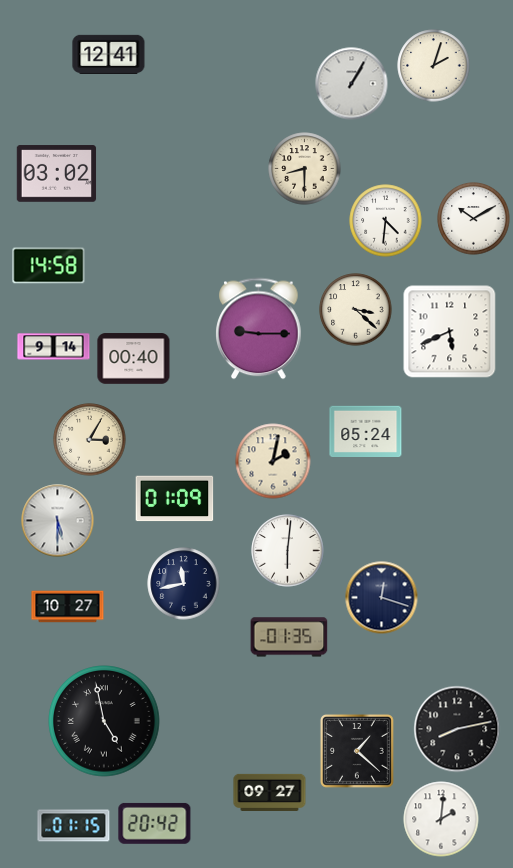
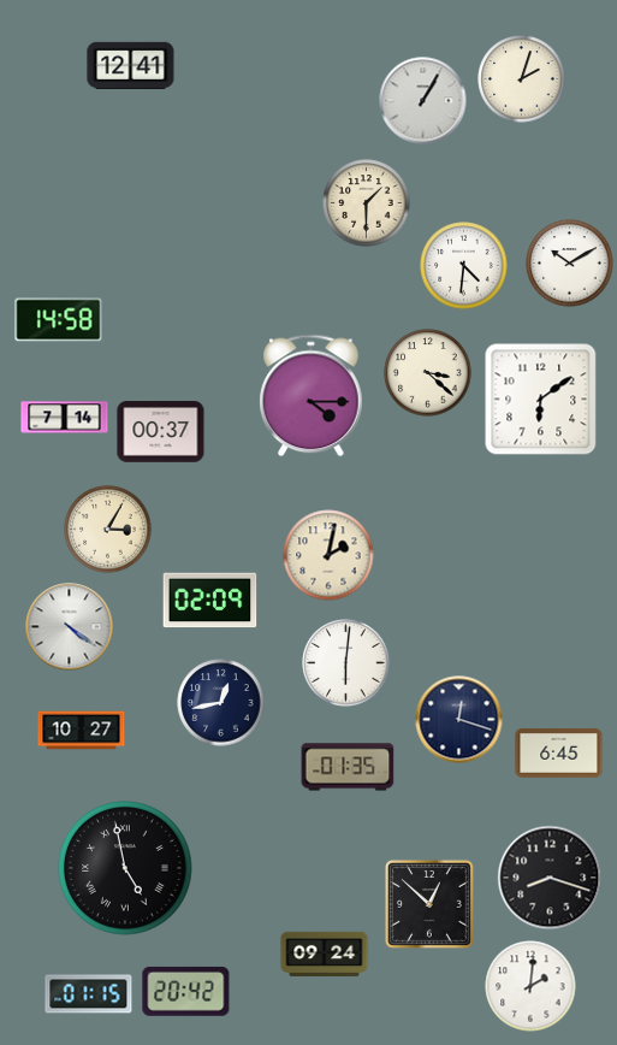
clock at (305, 169): 8:30 -> 1:30
clock at (57, 174): 03:02 -> none
clock at (259, 329): 9:15 -> 4:15
clock at (450, 332): 5:41 -> 6:09
clock at (54, 347): 9:14 -> 7:14
clock at (134, 359): 00:40 -> 00:37
clock at (366, 431): 05:24 -> none
clock at (175, 499): 01:09 -> 02:09
clock at (58, 521): 5:30 -> 4:21
clock at (184, 584): 11:43 -> 12:43
clock at (559, 754): none -> 6:45
clock at (457, 729): 8:13 -> 8:18
clock at (357, 751): 1:22 -> 12:52
clock at (270, 792): 09:27 -> 09:24
